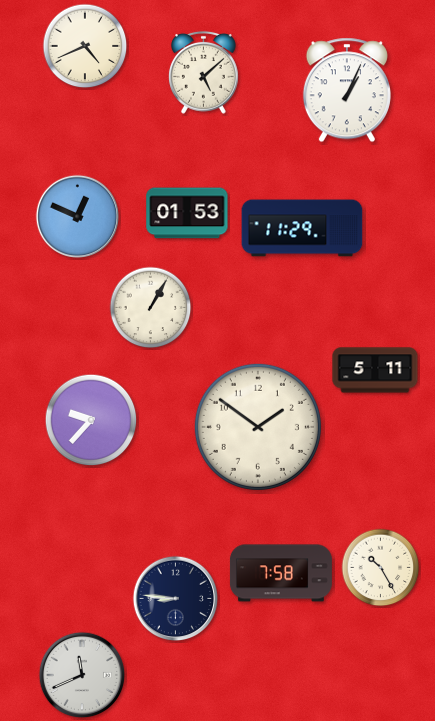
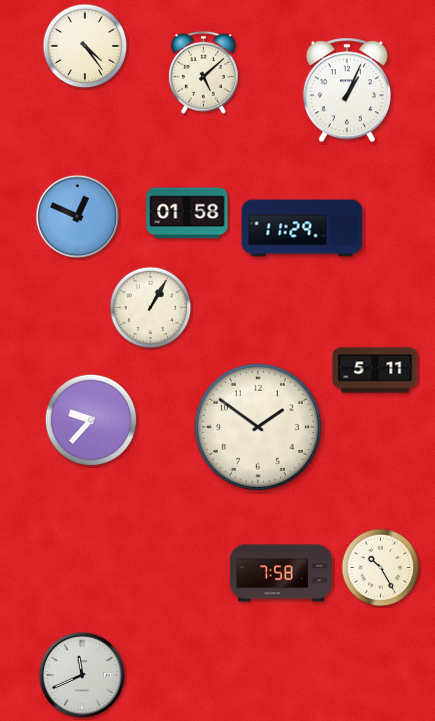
clock at (85, 46): 4:41 -> 4:24
clock at (187, 213): 01:53 -> 01:58
clock at (176, 599): 8:46 -> none
